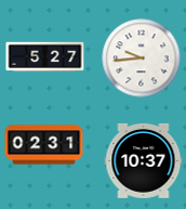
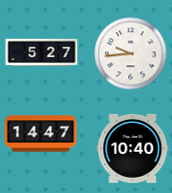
clock at (44, 145): 02:31 -> 14:47
clock at (144, 160): 10:37 -> 10:40
